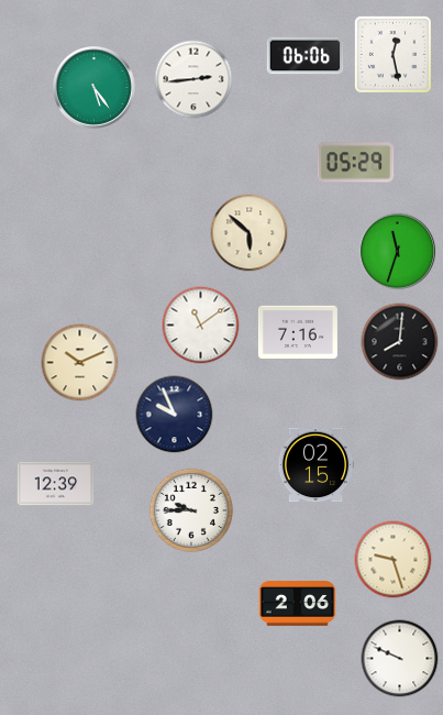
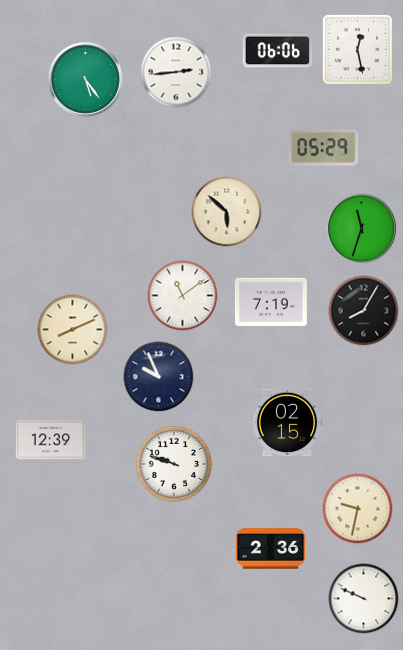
clock at (298, 331): 7:16 -> 7:19
clock at (400, 342): 8:01 -> 8:05
clock at (80, 363): 10:11 -> 8:11
clock at (191, 510): 9:45 -> 9:48
clock at (394, 560): 9:27 -> 9:32
clock at (298, 604): 2:06 -> 2:36
